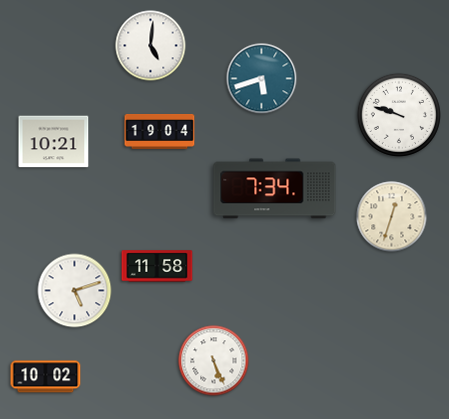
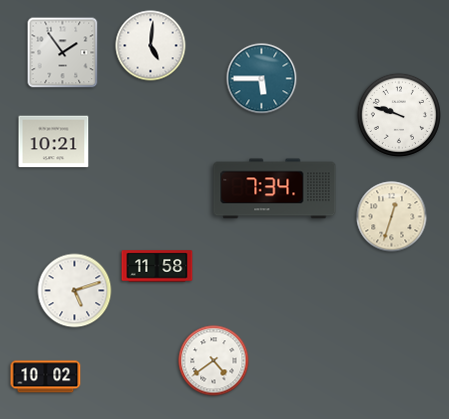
clock at (63, 53): none -> 1:54
clock at (262, 79): 5:42 -> 5:45
clock at (160, 131): 19:04 -> none
clock at (214, 361): 5:26 -> 4:39
